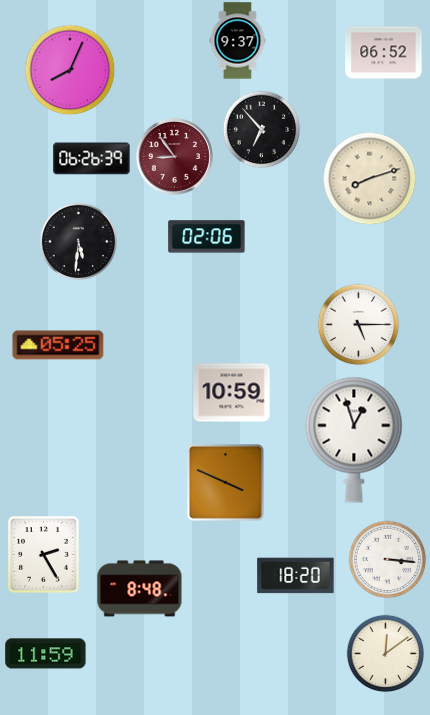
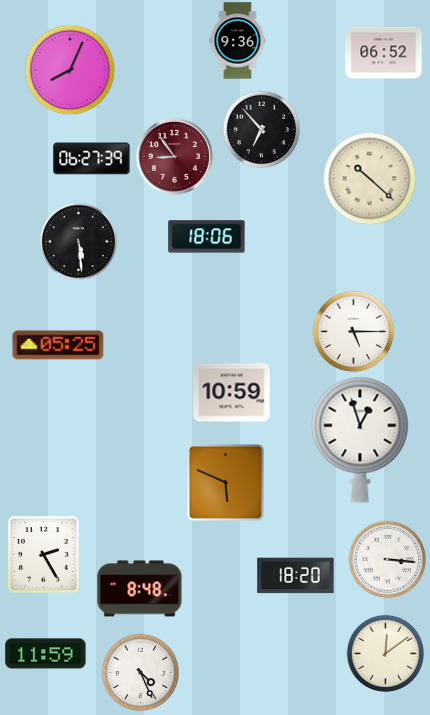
clock at (238, 41): 9:37 -> 9:36
clock at (92, 159): 06:26 -> 06:27
clock at (369, 178): 8:12 -> 10:22
clock at (207, 237): 02:06 -> 18:06
clock at (78, 241): 5:31 -> 5:29
clock at (358, 324) position: (358, 324) -> (353, 331)
clock at (354, 440) position: (354, 440) -> (360, 440)
clock at (226, 483): 3:49 -> 5:49
clock at (140, 672): none -> 4:26
